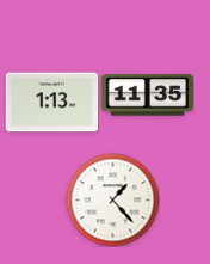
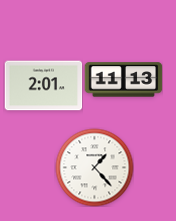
clock at (147, 96): 11:35 -> 11:13
clock at (51, 103): 1:13 -> 2:01
